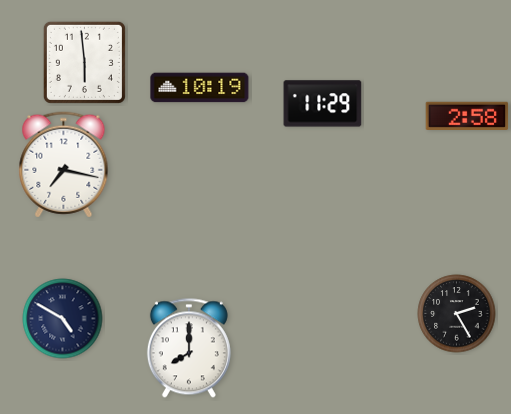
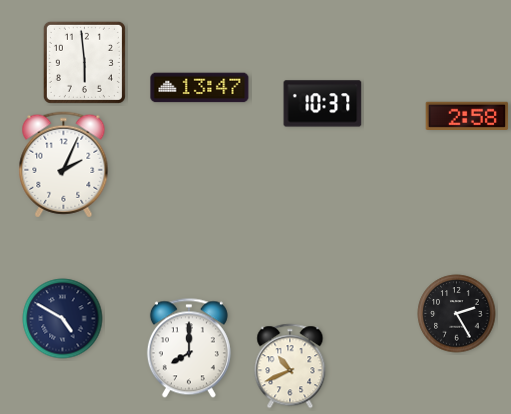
clock at (200, 88): 10:19 -> 13:47
clock at (323, 104): 11:29 -> 10:37
clock at (64, 165): 7:17 -> 2:04
clock at (290, 366): none -> 10:41
